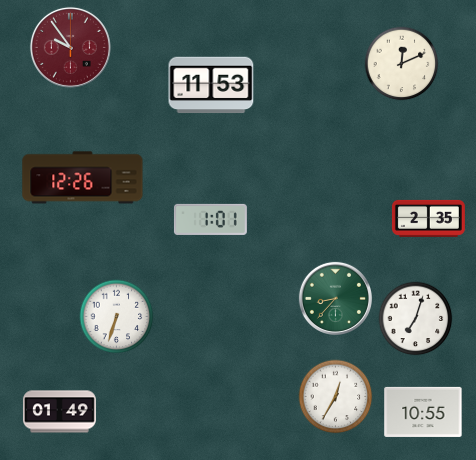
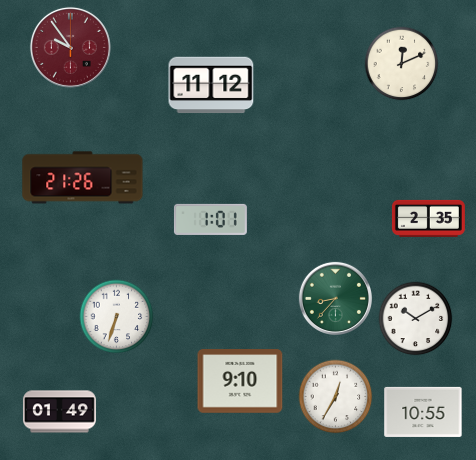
clock at (211, 85): 11:53 -> 11:12
clock at (83, 178): 12:26 -> 21:26
clock at (416, 319): 7:03 -> 10:10
clock at (240, 382): none -> 9:10
